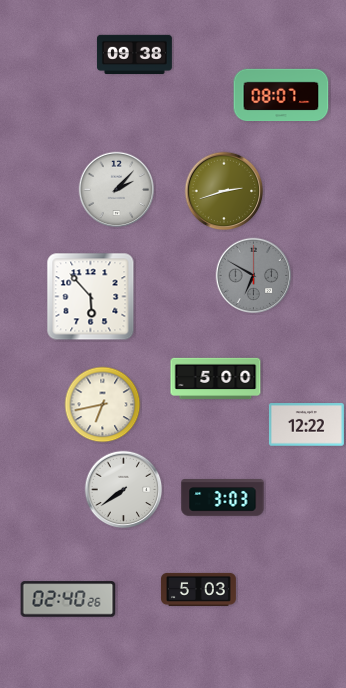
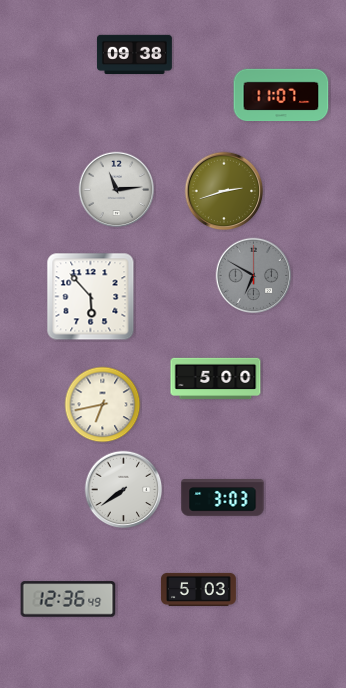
clock at (281, 95): 08:07 -> 11:07
clock at (117, 190): 2:07 -> 11:14
clock at (306, 425): 12:22 -> none
clock at (68, 599): 02:40 -> 12:36
